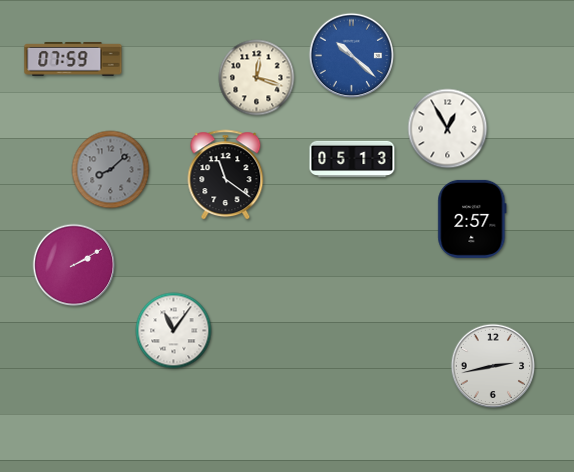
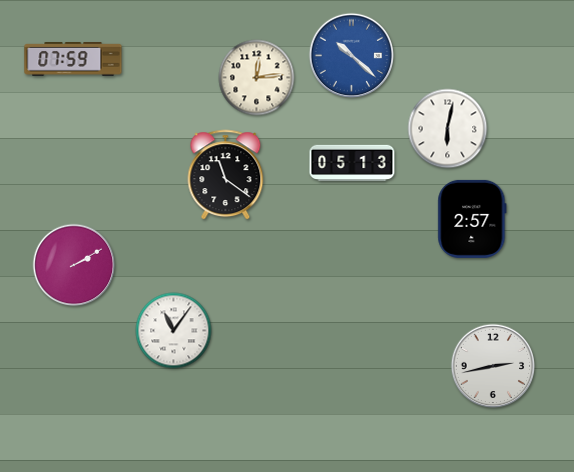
clock at (257, 78): 12:18 -> 12:14
clock at (448, 129): 12:55 -> 6:02
clock at (352, 158) position: (352, 158) -> (352, 162)
clock at (111, 170): 8:08 -> none
